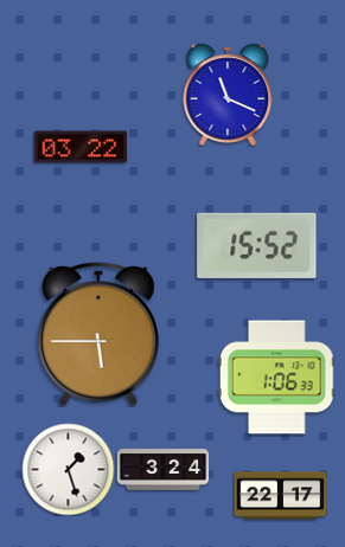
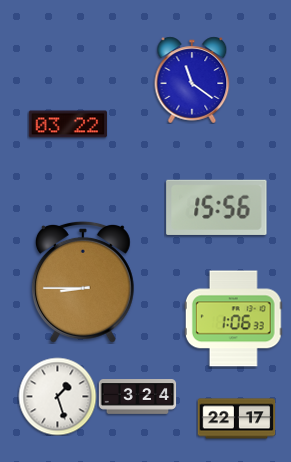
clock at (228, 95): 11:19 -> 11:21
clock at (257, 245): 15:52 -> 15:56
clock at (98, 334): 5:45 -> 8:45
